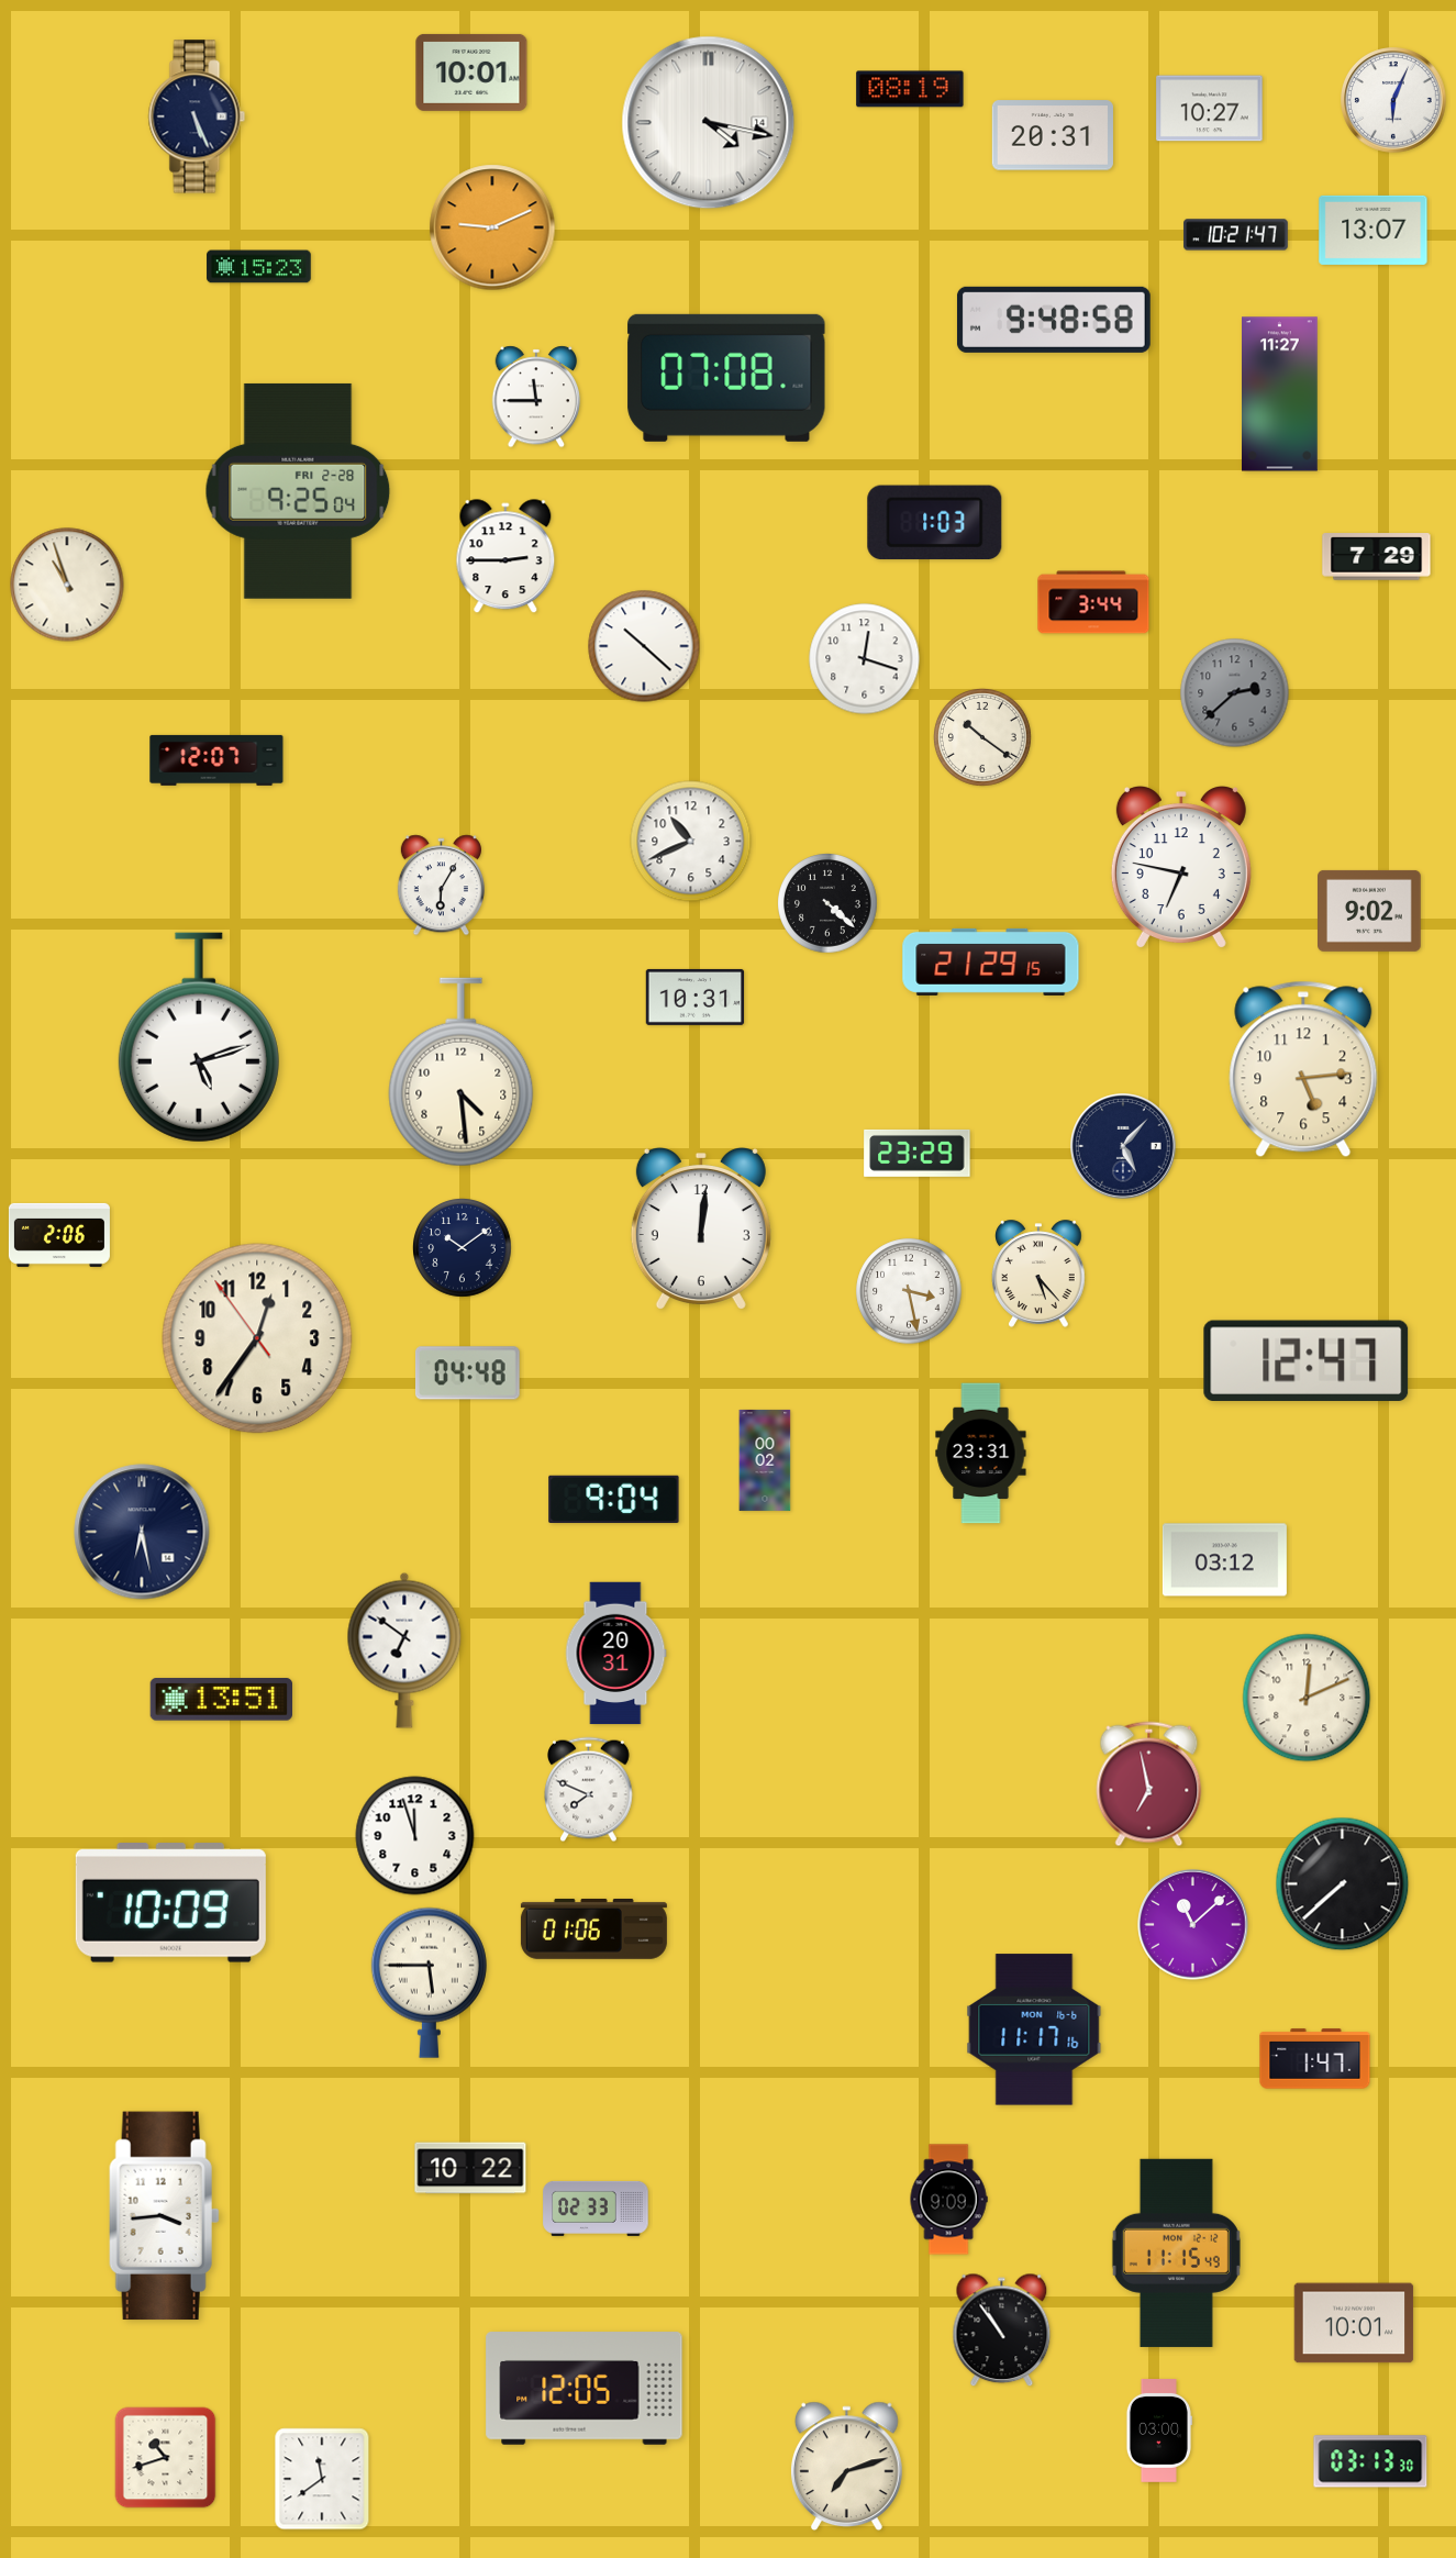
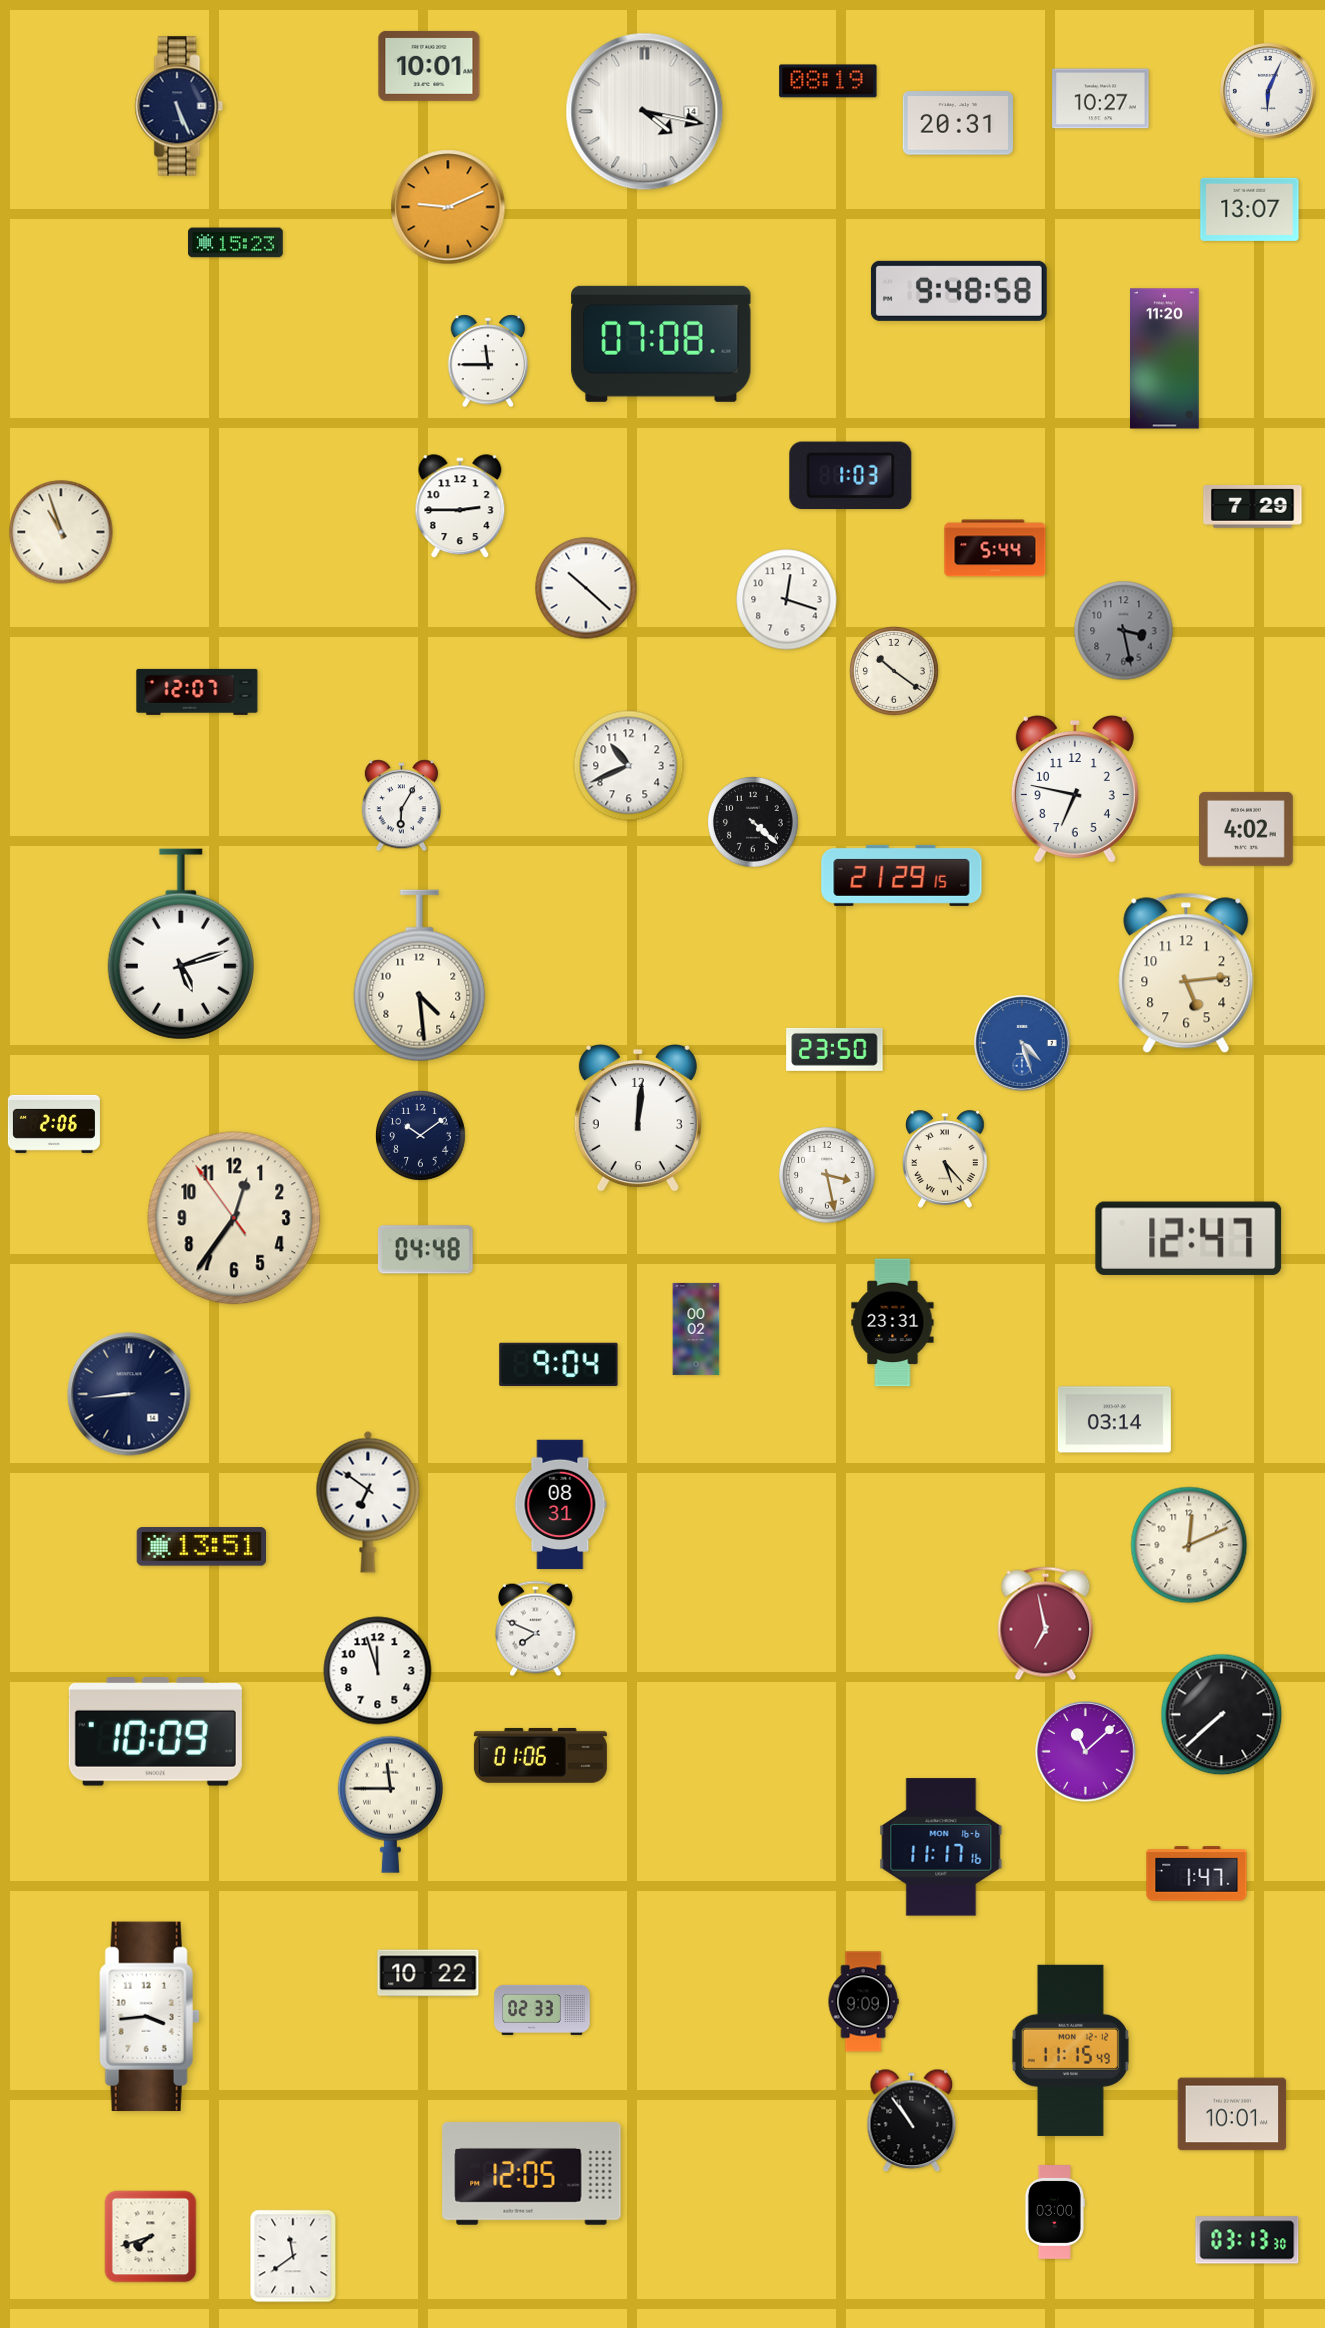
clock at (1236, 235): 10:21 -> none
clock at (1280, 394): 11:27 -> 11:20
clock at (298, 491): 9:25 -> none
clock at (1093, 602): 3:44 -> 5:44
clock at (1235, 693): 2:38 -> 3:28
clock at (1370, 911): 9:02 -> 4:02
clock at (696, 997): 10:31 -> none
clock at (1123, 1146): 5:07 -> 4:27
clock at (1123, 1146) dial: navy -> blue
clock at (918, 1153): 23:29 -> 23:50
clock at (142, 1532): 6:28 -> 8:44
clock at (1224, 1560): 03:12 -> 03:14
clock at (616, 1654): 20:31 -> 08:31
clock at (429, 1982): 5:45 -> 11:45
clock at (166, 2458): 10:42 -> 7:42
clock at (846, 2467): 7:12 -> none
